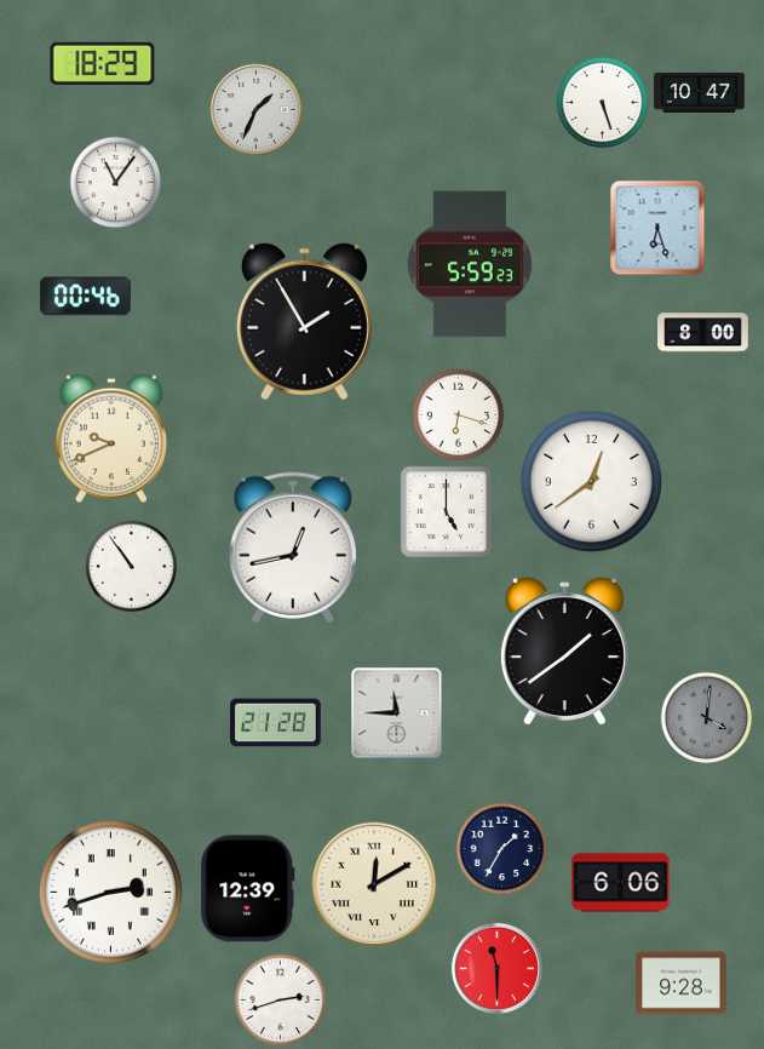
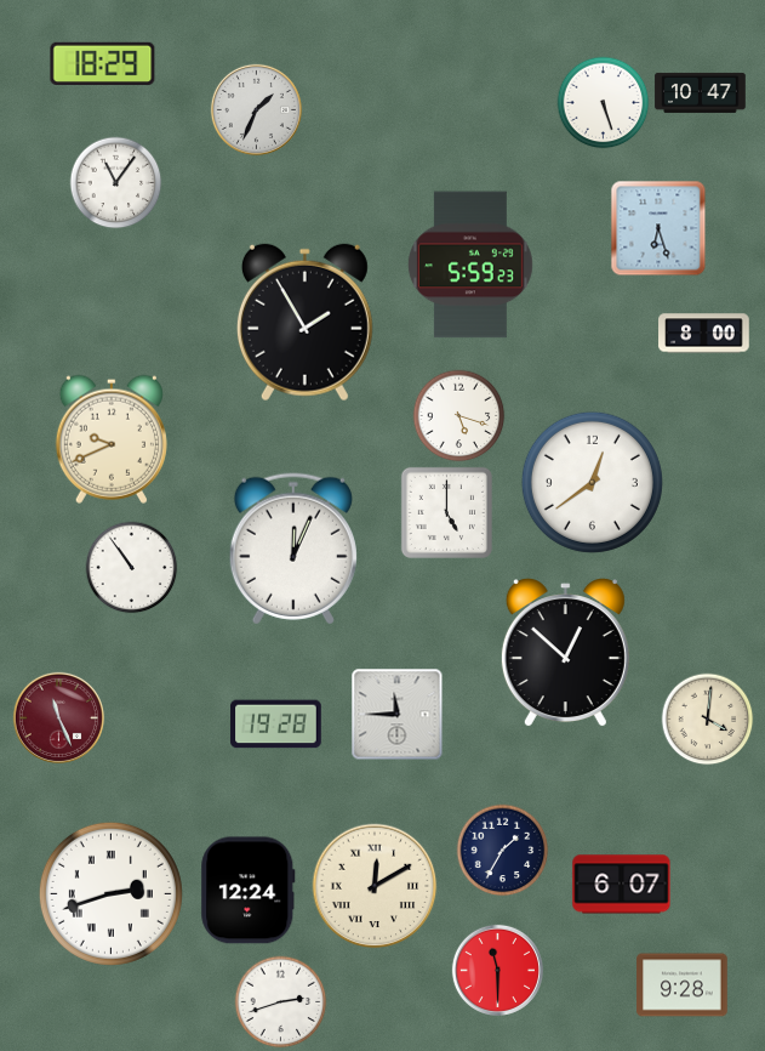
clock at (86, 297): 00:46 -> none
clock at (459, 415): 6:18 -> 5:18
clock at (293, 548): 12:43 -> 12:04
clock at (564, 652): 1:39 -> 12:52
clock at (58, 717): none -> 11:26
clock at (707, 718) dial: grey -> cream
clock at (276, 723): 21:28 -> 19:28
clock at (621, 883): 6:06 -> 6:07
clock at (248, 889): 12:39 -> 12:24
